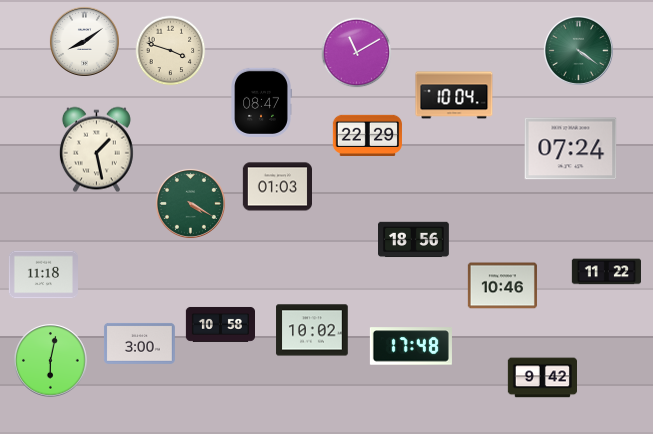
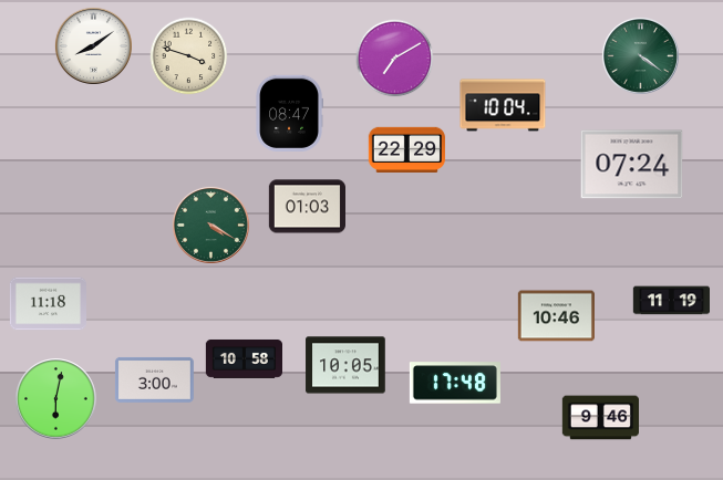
clock at (357, 53): 11:10 -> 7:10
clock at (96, 150): 1:28 -> none
clock at (414, 240): 18:56 -> none
clock at (606, 272): 11:22 -> 11:19
clock at (312, 330): 10:02 -> 10:05
clock at (542, 378): 9:42 -> 9:46
